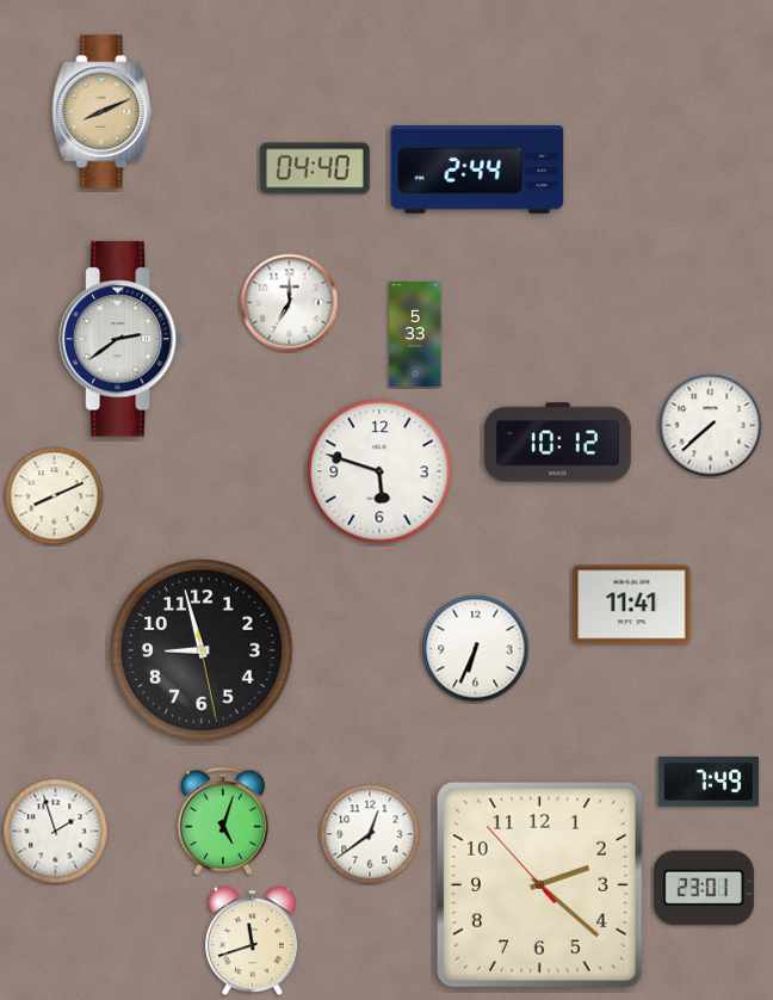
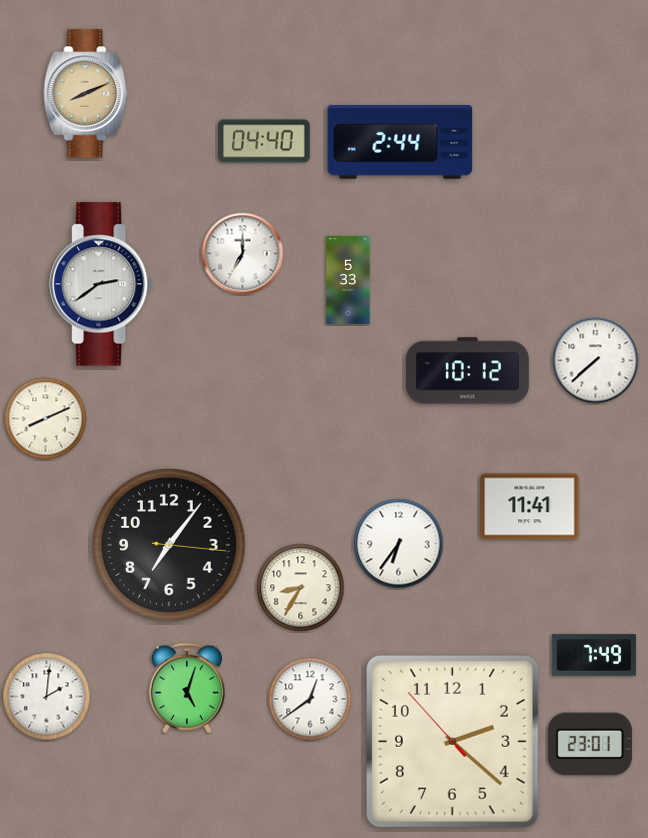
clock at (711, 426) position: (711, 426) -> (596, 361)
clock at (379, 471): 5:48 -> none
clock at (55, 496) position: (55, 496) -> (46, 419)
clock at (476, 649): 6:34 -> 6:36
clock at (202, 650): 8:57 -> 7:06
clock at (301, 588): none -> 8:35
clock at (56, 832): 1:57 -> 2:01
clock at (252, 942): 11:42 -> none
